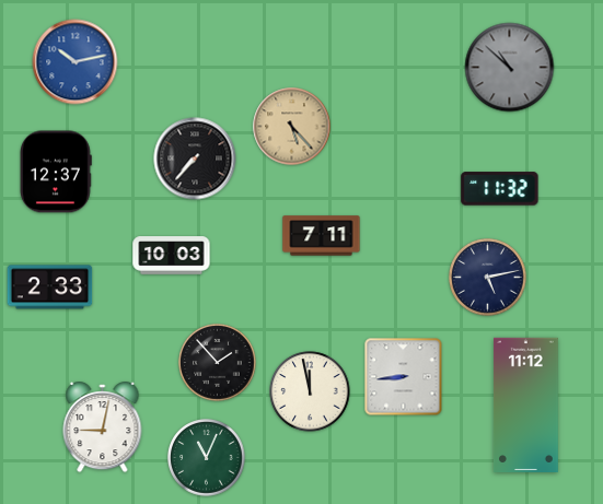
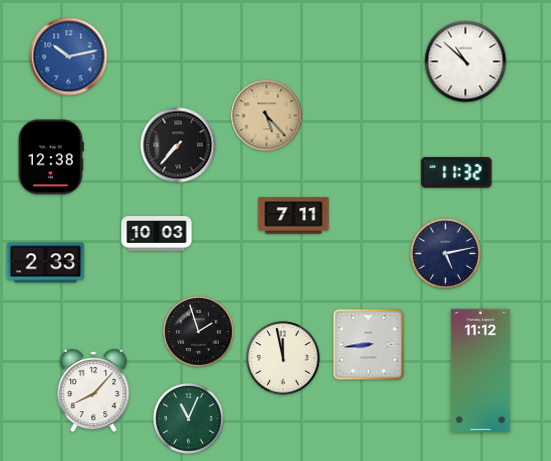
clock at (510, 68) dial: grey -> white
clock at (56, 172): 12:37 -> 12:38
clock at (218, 363): 1:53 -> 1:57
clock at (103, 429): 9:02 -> 8:07
